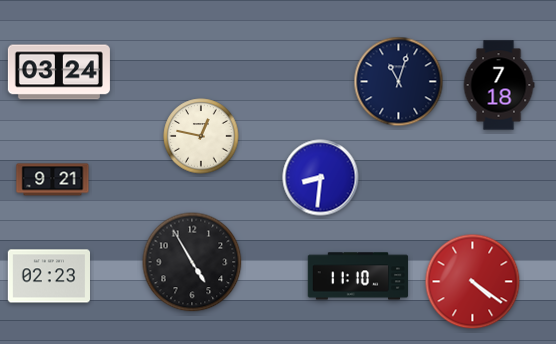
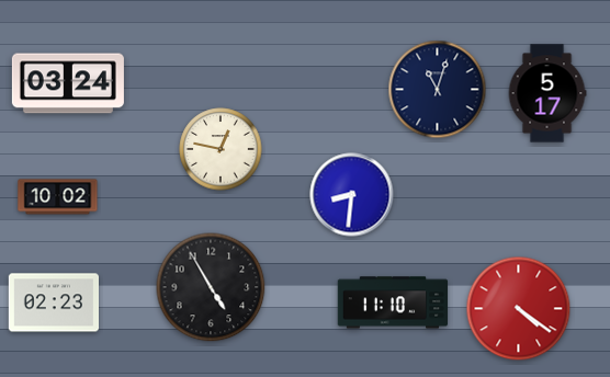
clock at (59, 72) position: (59, 72) -> (68, 83)
clock at (499, 85): 7:18 -> 5:17
clock at (53, 180): 9:21 -> 10:02
